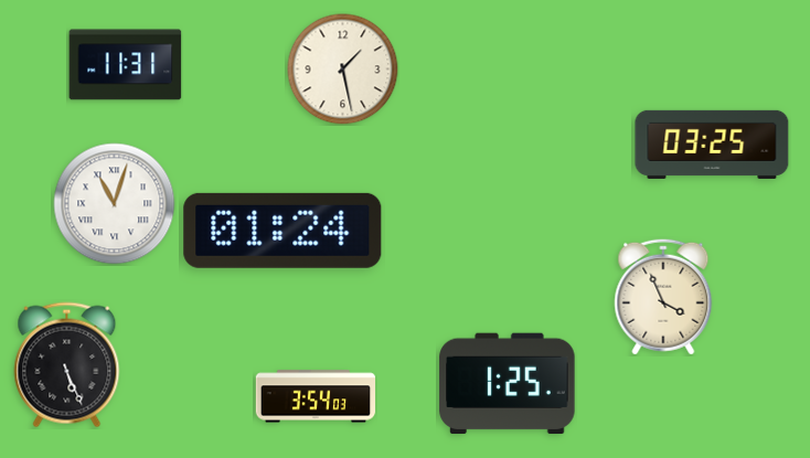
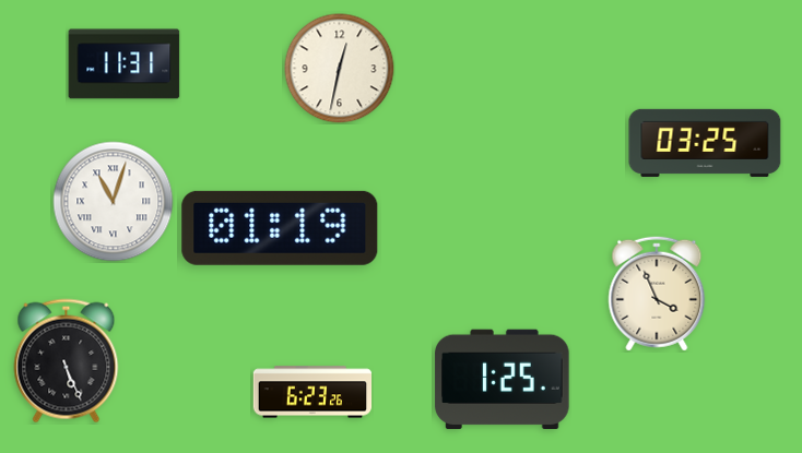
clock at (343, 70): 1:28 -> 12:32
clock at (283, 231): 01:24 -> 01:19
clock at (316, 396): 3:54 -> 6:23
